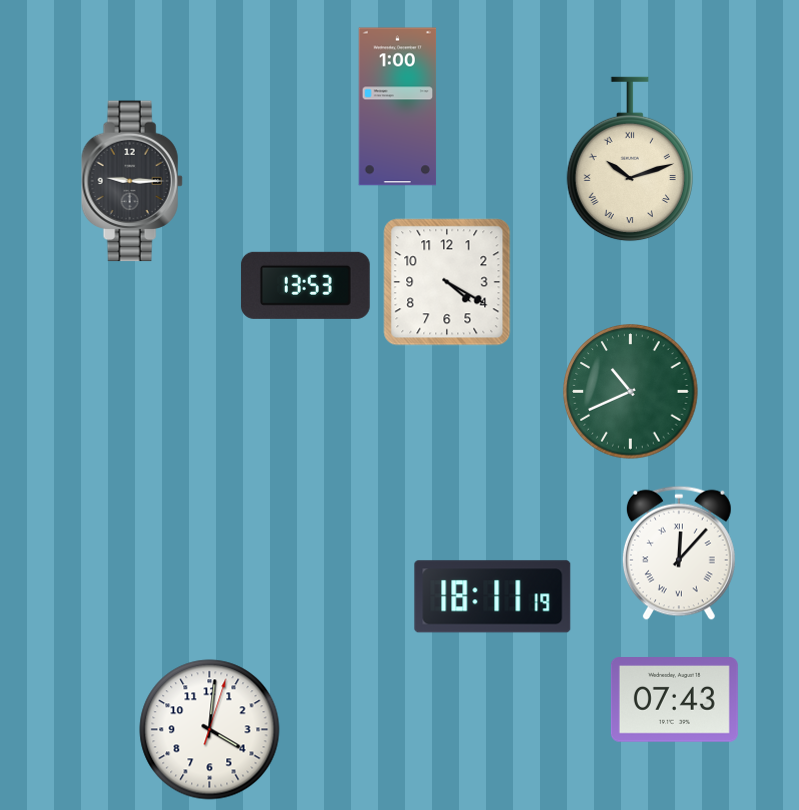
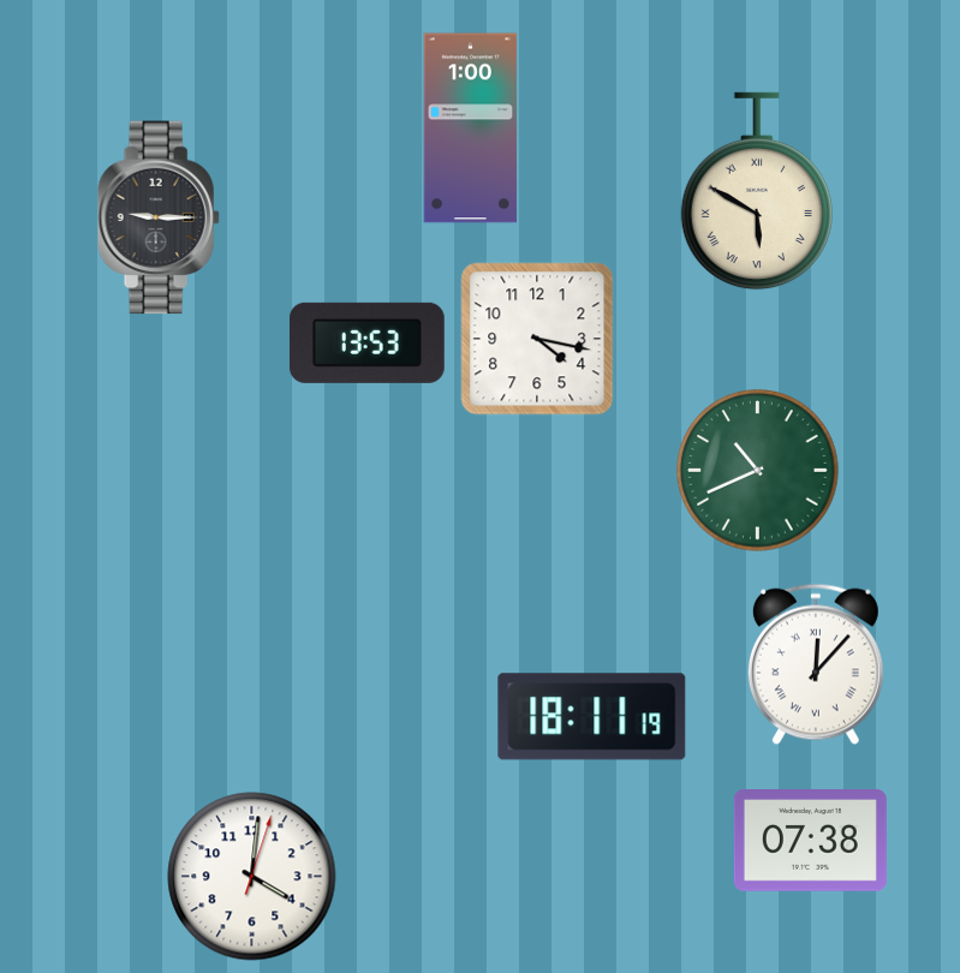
clock at (398, 107) position: (398, 107) -> (471, 129)
clock at (630, 159): 10:12 -> 5:50
clock at (447, 282): 4:20 -> 4:17
clock at (674, 700): 07:43 -> 07:38
